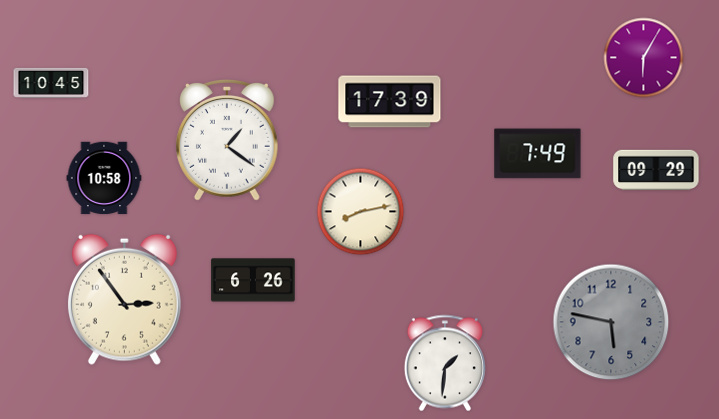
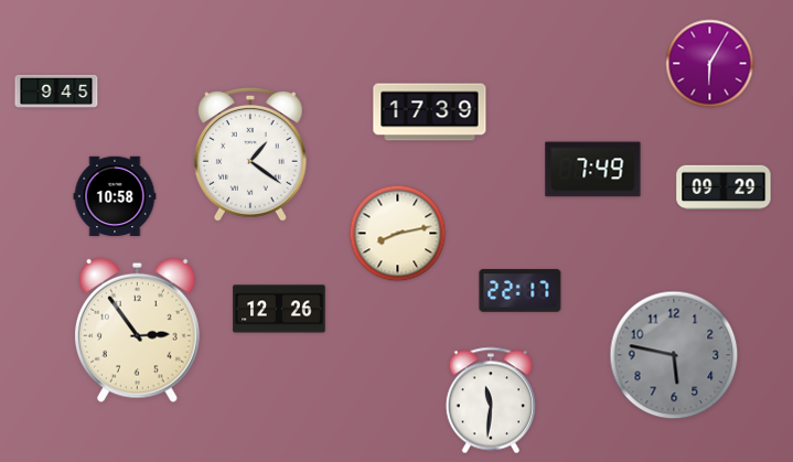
clock at (51, 83): 10:45 -> 9:45
clock at (521, 291): none -> 22:17
clock at (253, 280): 6:26 -> 12:26
clock at (445, 363): 1:31 -> 11:31
